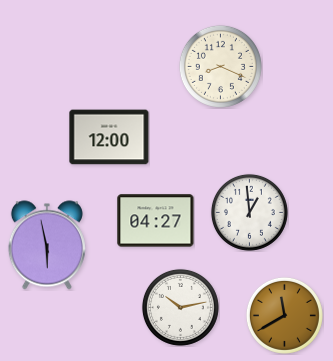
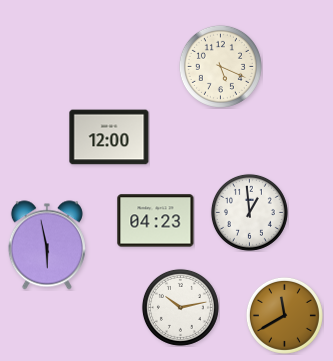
clock at (220, 66): 8:19 -> 5:19
clock at (156, 221): 04:27 -> 04:23
